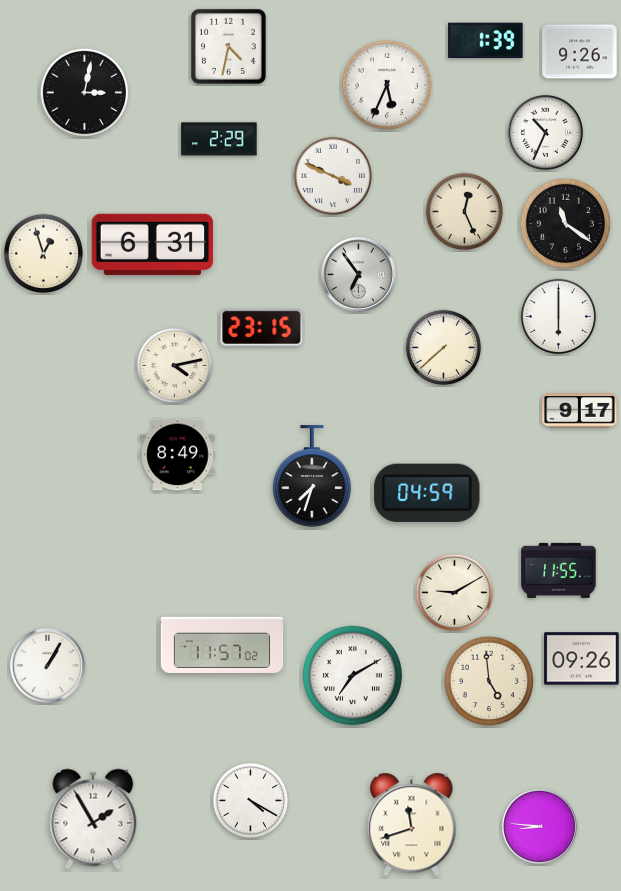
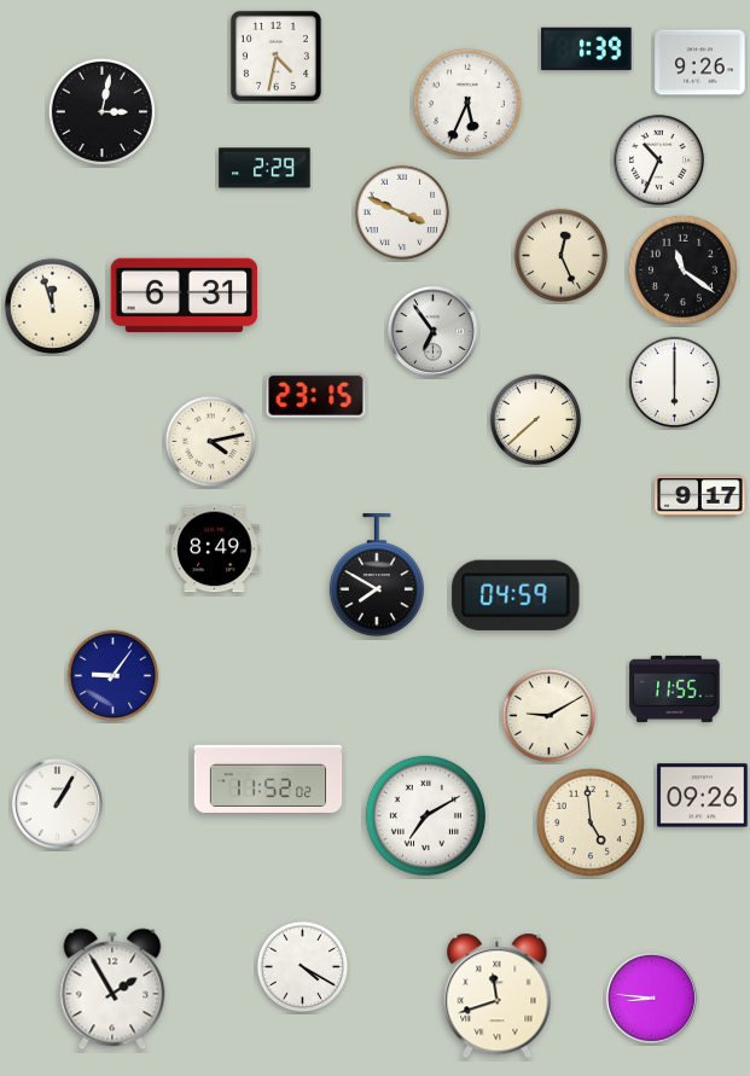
clock at (44, 254): 12:57 -> 11:57
clock at (312, 477): 7:33 -> 7:50
clock at (114, 676): none -> 9:06
clock at (222, 645): 11:57 -> 11:52
